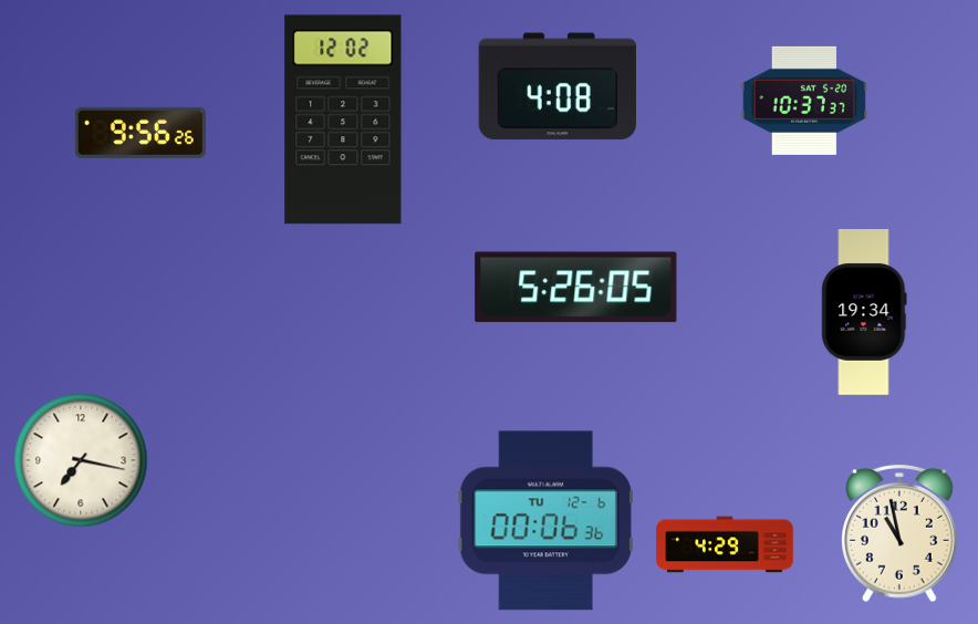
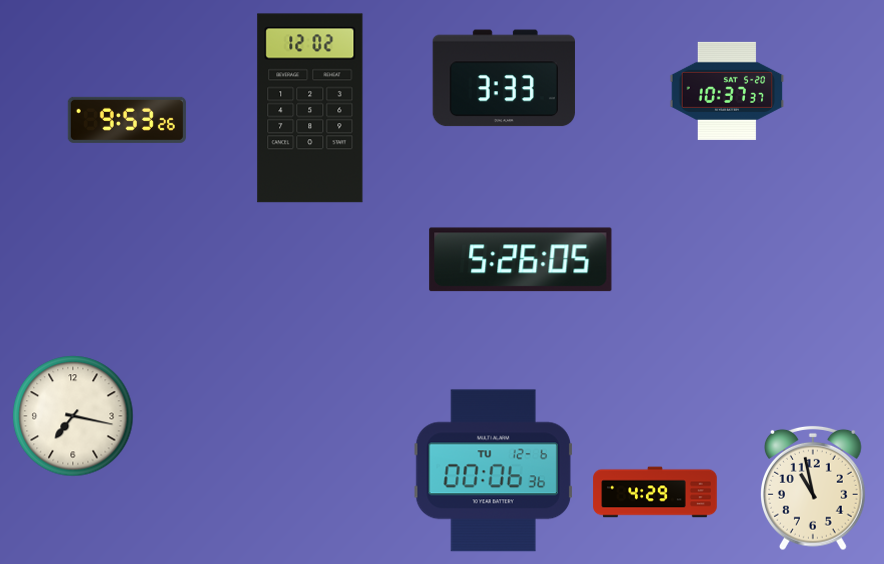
clock at (558, 86): 4:08 -> 3:33
clock at (141, 133): 9:56 -> 9:53
clock at (864, 312): 19:34 -> none
clock at (901, 533) position: (901, 533) -> (814, 488)
